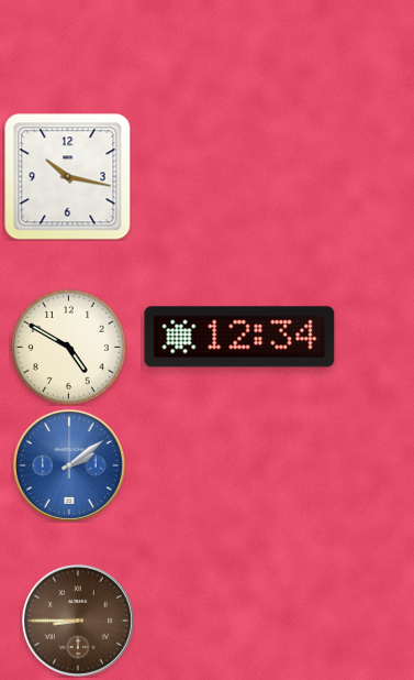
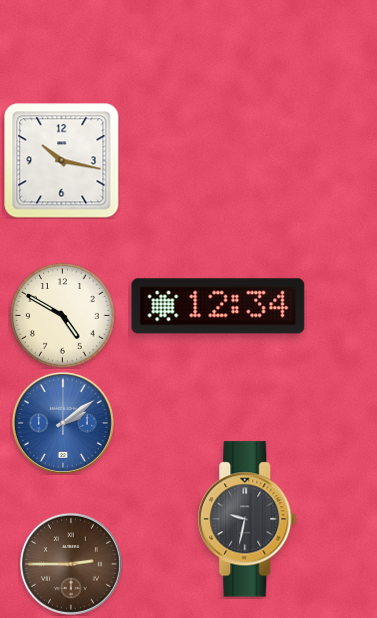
clock at (247, 519): none -> 9:32
clock at (78, 621): 8:45 -> 2:45
